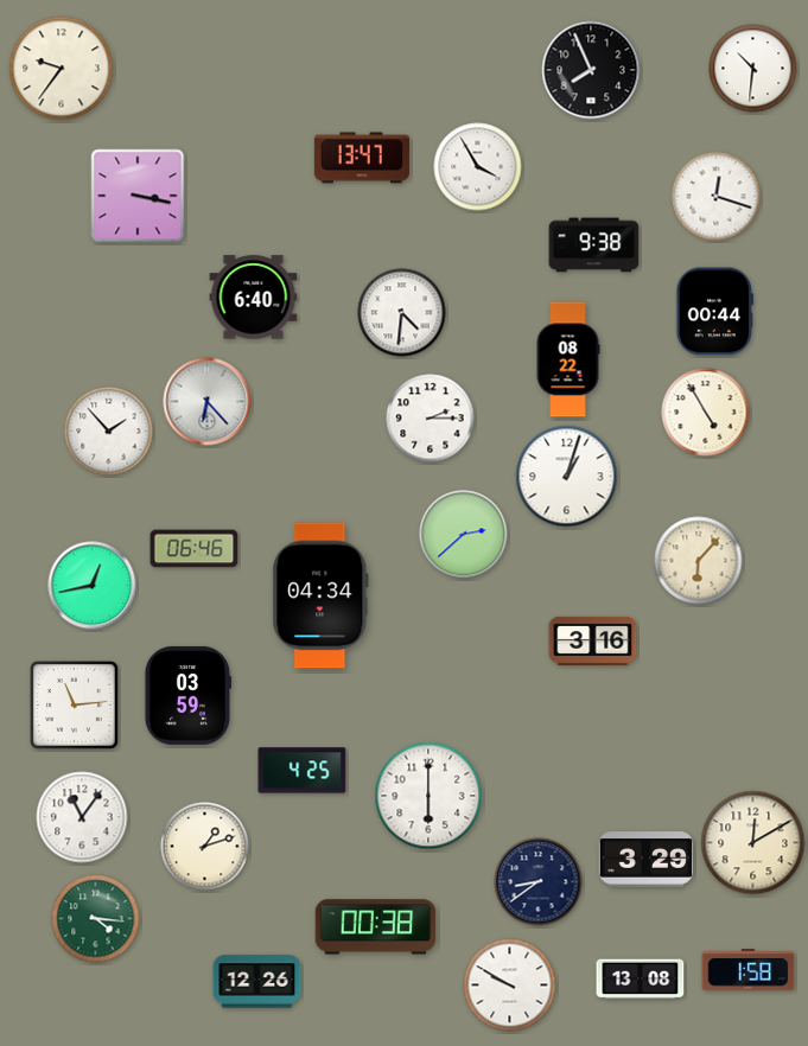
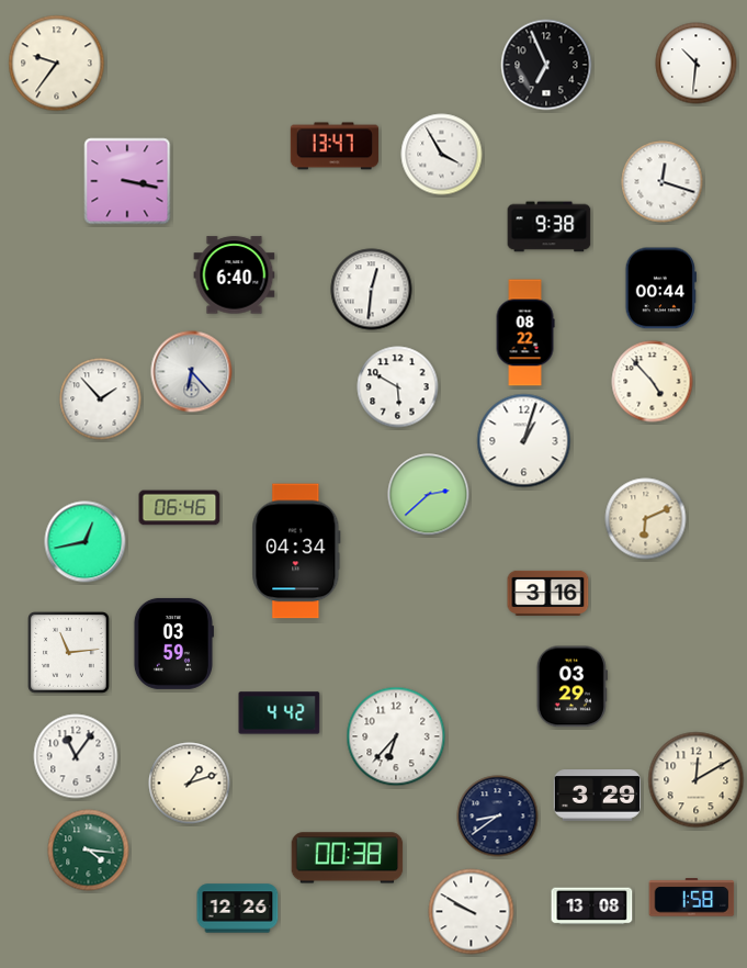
clock at (591, 70): 7:56 -> 6:56
clock at (402, 313): 4:31 -> 12:31
clock at (706, 413): 4:55 -> 4:53
clock at (431, 419): 2:15 -> 5:50
clock at (699, 561): 6:07 -> 6:11
clock at (571, 687): none -> 03:29
clock at (303, 771): 4:25 -> 4:42
clock at (428, 796): 6:00 -> 6:37
